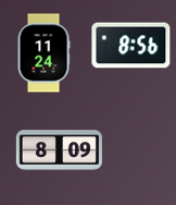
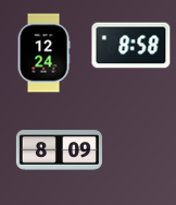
clock at (131, 46): 8:56 -> 8:58
clock at (43, 53): 11:24 -> 12:24
